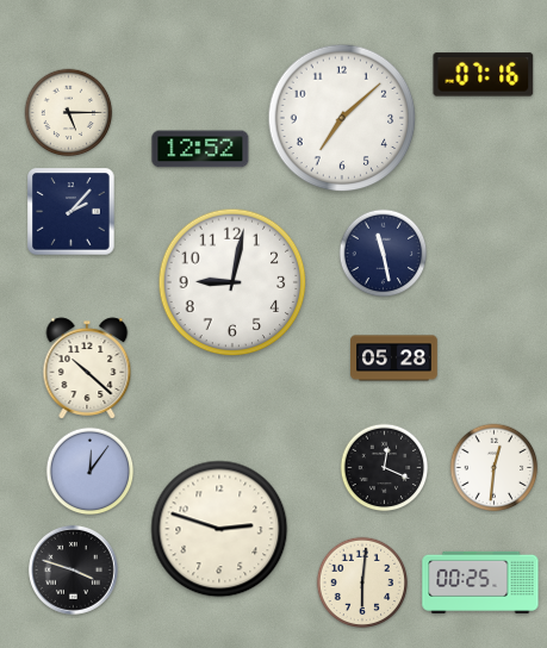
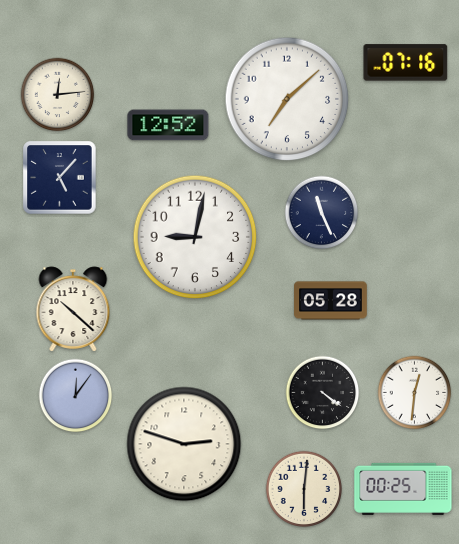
clock at (69, 113): 5:15 -> 12:14
clock at (72, 212): 2:07 -> 5:07
clock at (384, 254): 11:28 -> 11:26
clock at (385, 468): 12:19 -> 4:21
clock at (73, 569): 3:48 -> none
